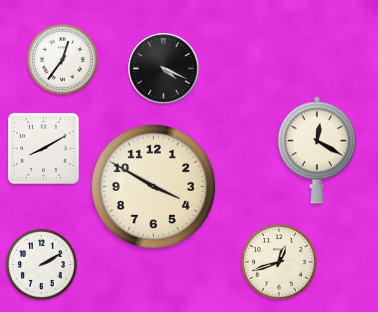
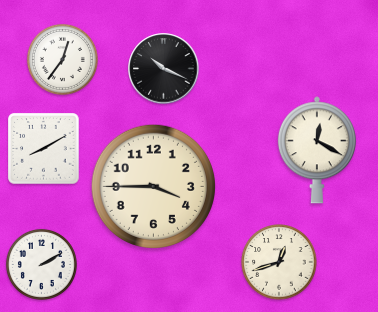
clock at (164, 69): 4:19 -> 10:19
clock at (153, 186): 3:50 -> 3:45
